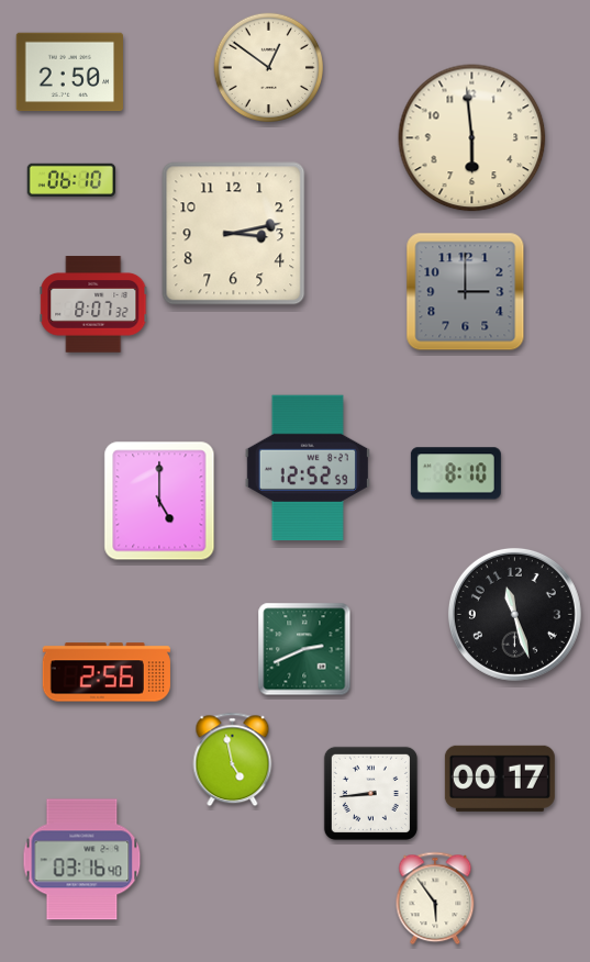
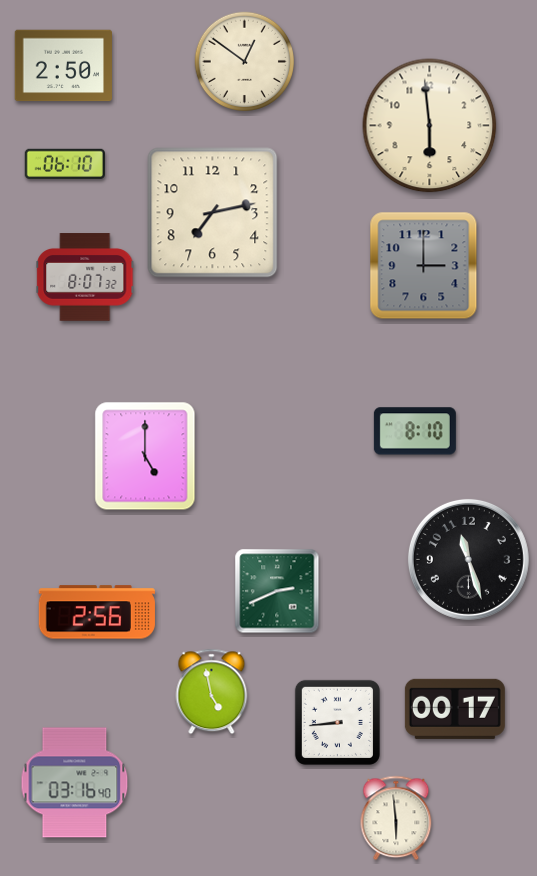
clock at (234, 234): 3:13 -> 7:13
clock at (308, 468): 12:52 -> none
clock at (435, 898): 5:54 -> 5:59
